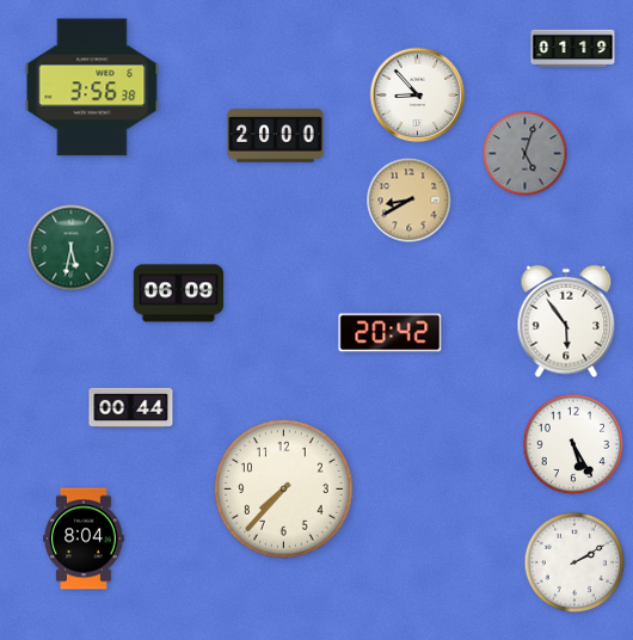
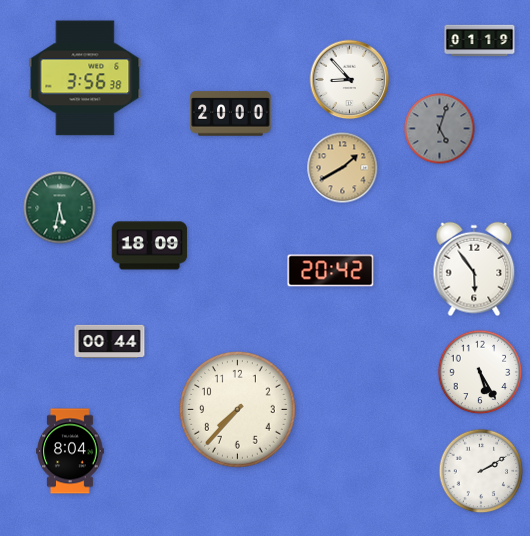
clock at (92, 87) position: (92, 87) -> (85, 78)
clock at (410, 201): 8:40 -> 1:40
clock at (179, 294): 06:09 -> 18:09
clock at (391, 333) position: (391, 333) -> (331, 271)
